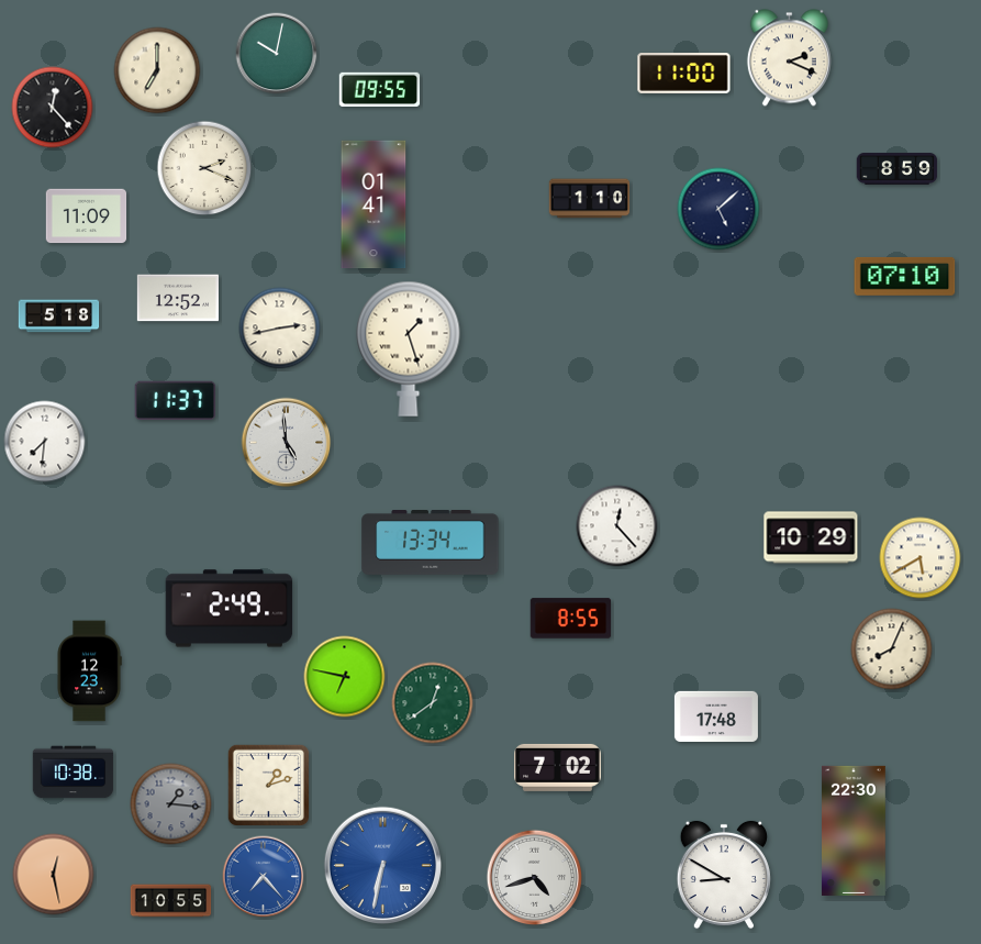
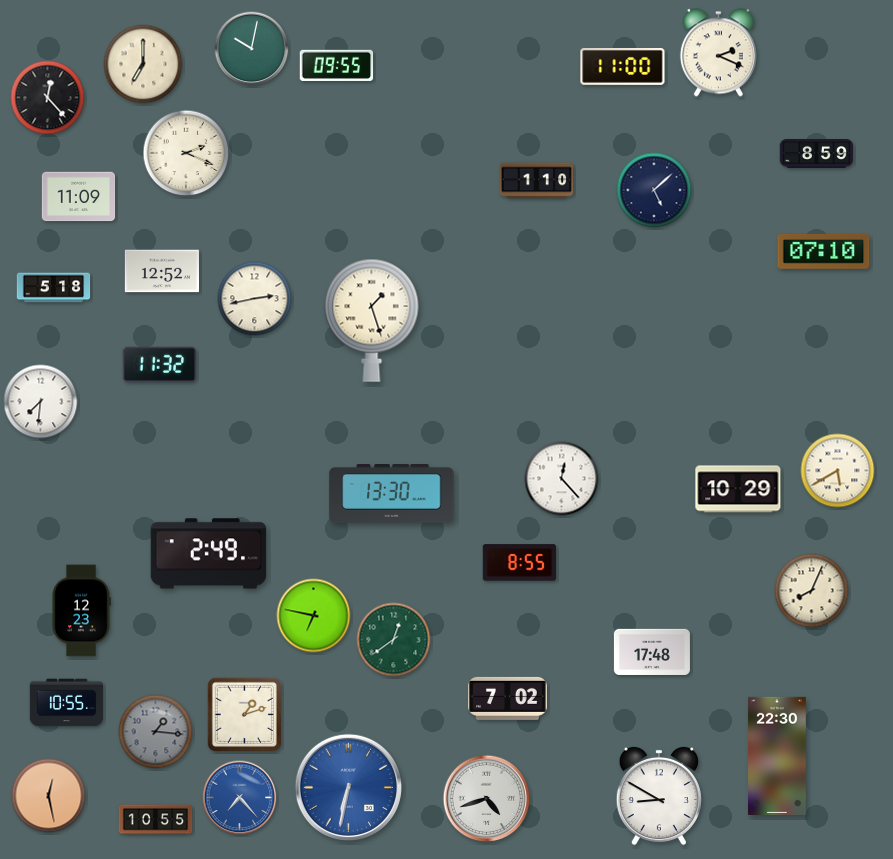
clock at (380, 89) position: (380, 89) -> (337, 65)
clock at (374, 204): 01:41 -> none
clock at (409, 348) position: (409, 348) -> (372, 320)
clock at (175, 400): 11:37 -> 11:32
clock at (287, 443): 4:59 -> none
clock at (431, 543): 13:34 -> 13:30
clock at (921, 558) position: (921, 558) -> (838, 471)
clock at (74, 773): 10:38 -> 10:55
